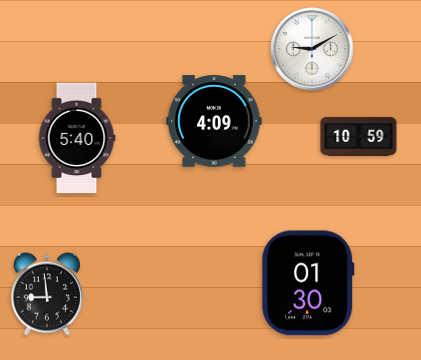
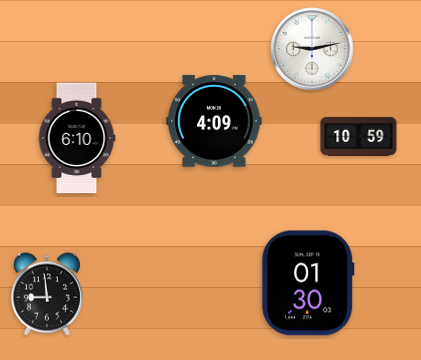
clock at (312, 49): 9:10 -> 9:13
clock at (77, 138): 5:40 -> 6:10
